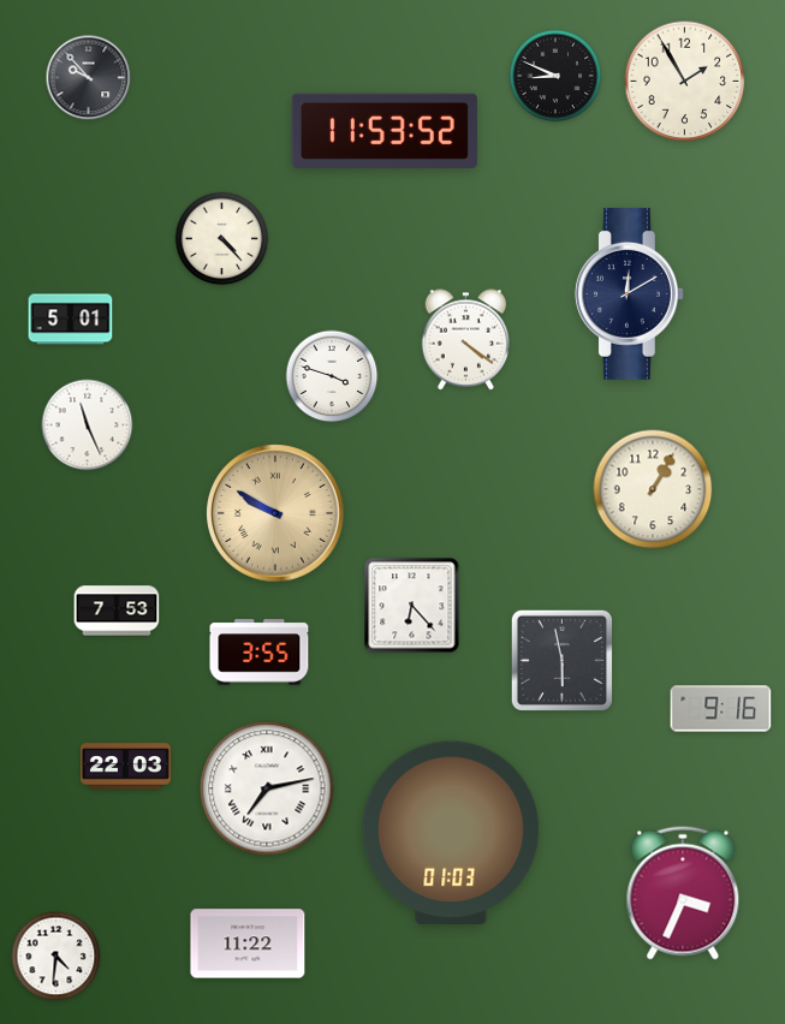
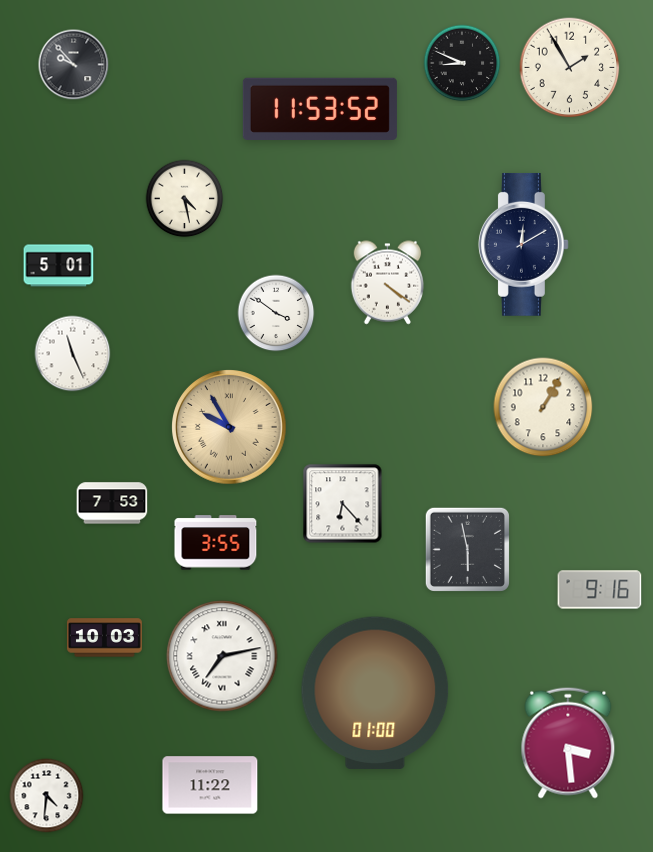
clock at (222, 239): 4:23 -> 4:28
clock at (332, 376): 3:48 -> 3:51
clock at (276, 514): 9:50 -> 9:55
clock at (117, 611) position: (117, 611) -> (112, 503)
clock at (125, 767): 22:03 -> 10:03
clock at (451, 833): 01:03 -> 01:00
clock at (683, 893): 3:34 -> 3:29
clock at (248, 943) position: (248, 943) -> (210, 785)
